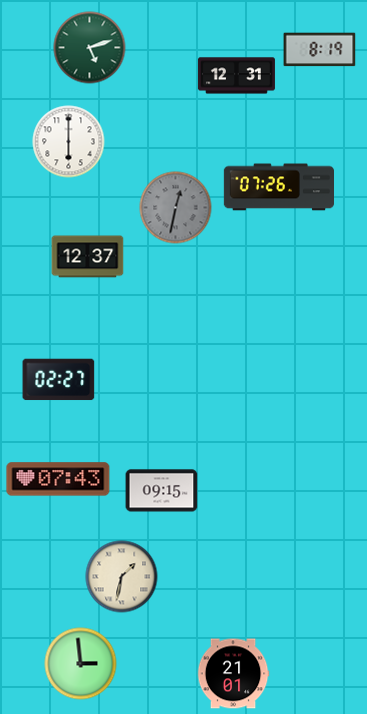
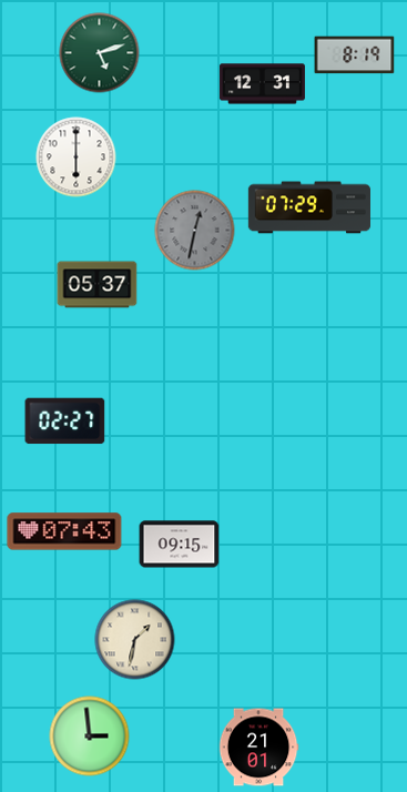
clock at (278, 187): 07:26 -> 07:29
clock at (88, 257): 12:37 -> 05:37
